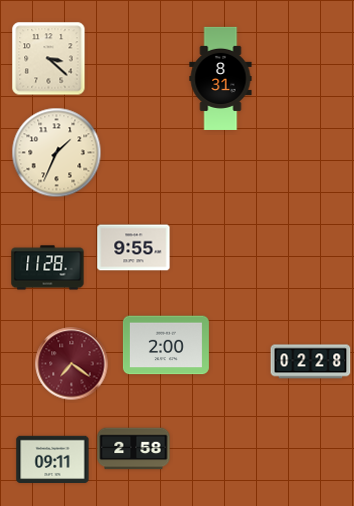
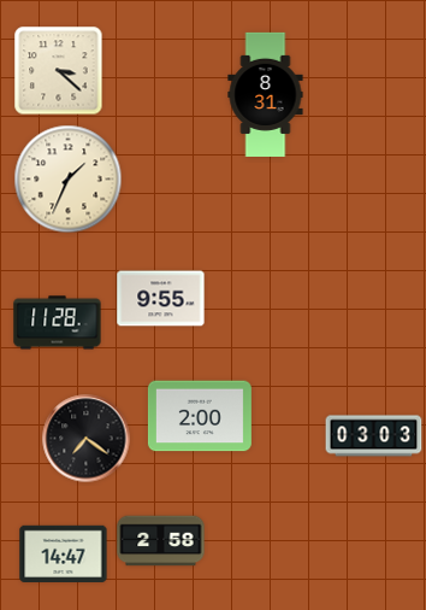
clock at (57, 153) position: (57, 153) -> (69, 180)
clock at (311, 362): 02:28 -> 03:03
clock at (72, 364) dial: burgundy -> black
clock at (53, 459): 09:11 -> 14:47
